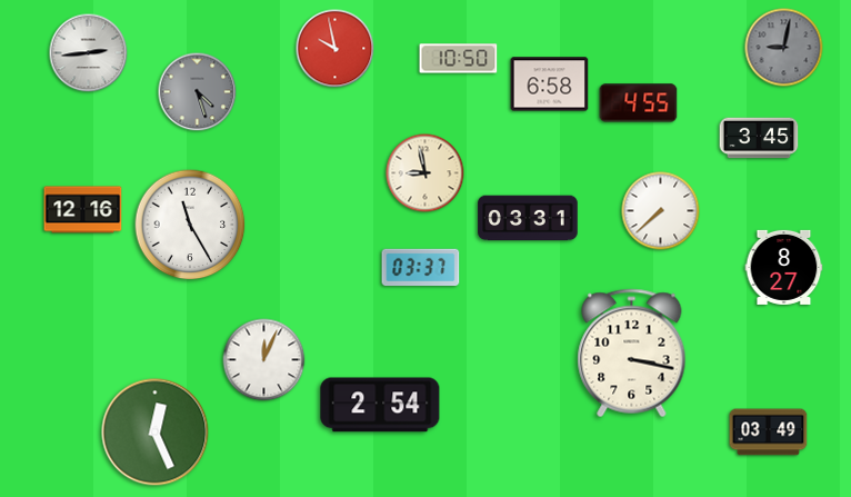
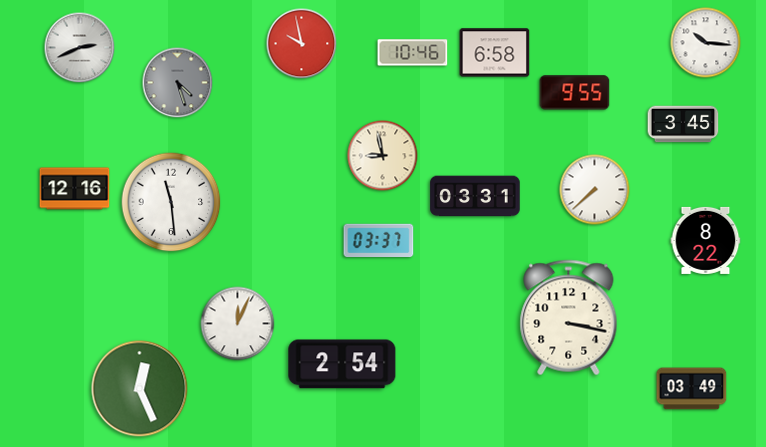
clock at (784, 48): 9:02 -> 10:16
clock at (784, 48) dial: grey -> white
clock at (89, 53): 2:44 -> 2:41
clock at (459, 59): 10:50 -> 10:46
clock at (550, 85) position: (550, 85) -> (495, 53)
clock at (639, 103): 4:55 -> 9:55
clock at (190, 225): 11:25 -> 11:29
clock at (784, 267): 8:27 -> 8:22
